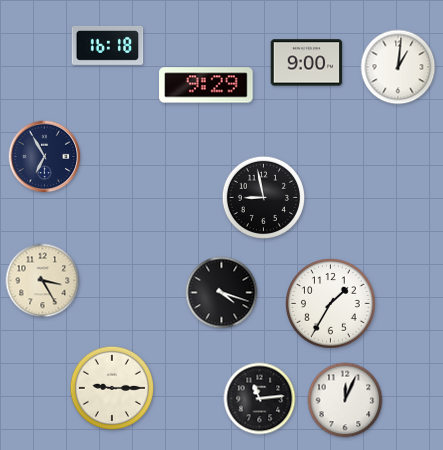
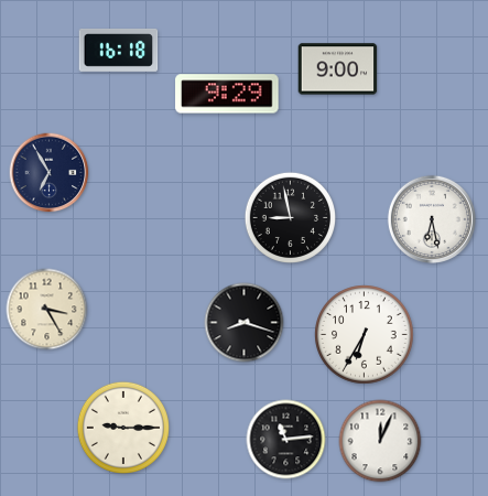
clock at (398, 67): 1:01 -> none
clock at (432, 219): none -> 6:28
clock at (222, 293): 4:18 -> 8:18
clock at (331, 304): 1:35 -> 6:35
